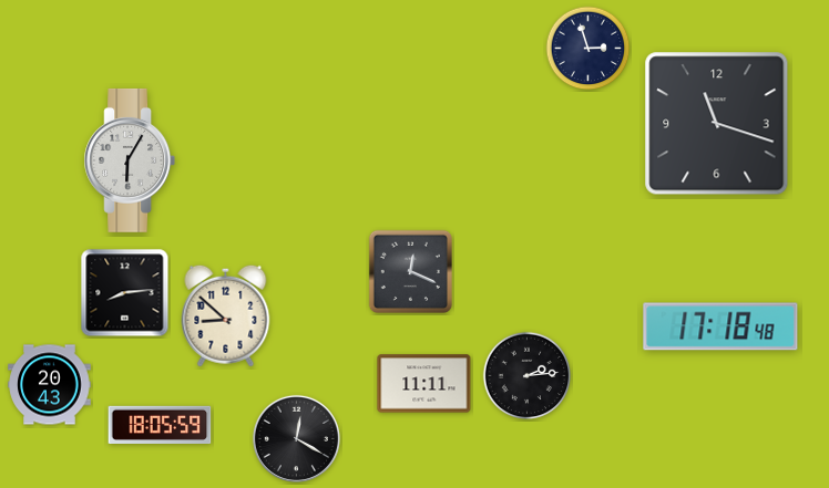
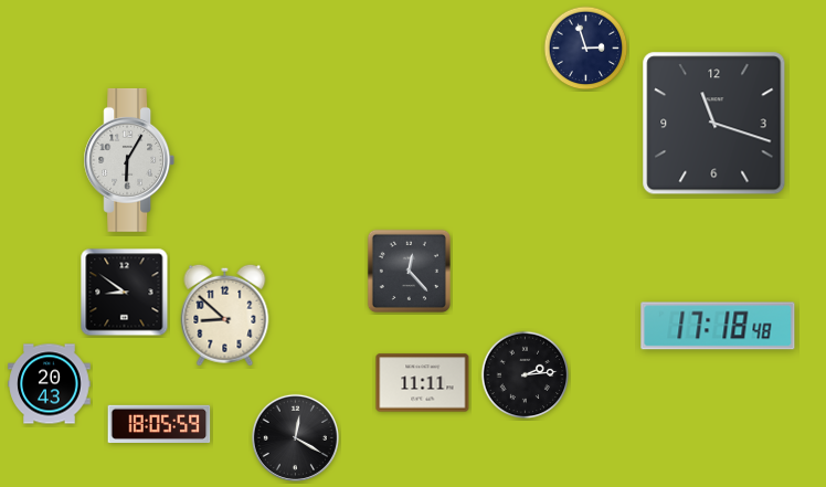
clock at (410, 271): 12:19 -> 12:23
clock at (125, 293): 8:14 -> 8:51
